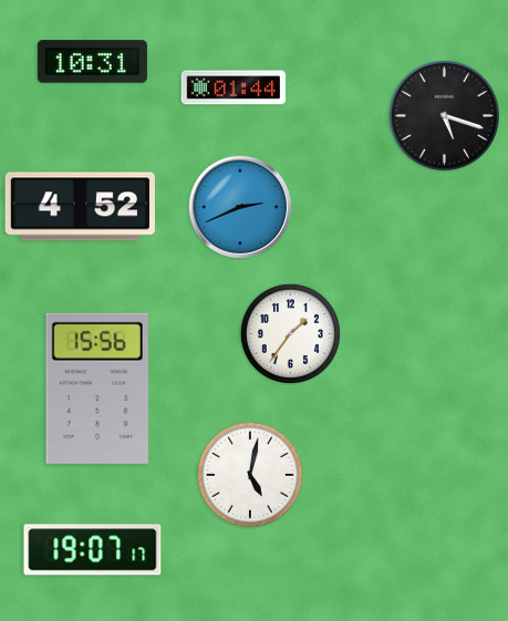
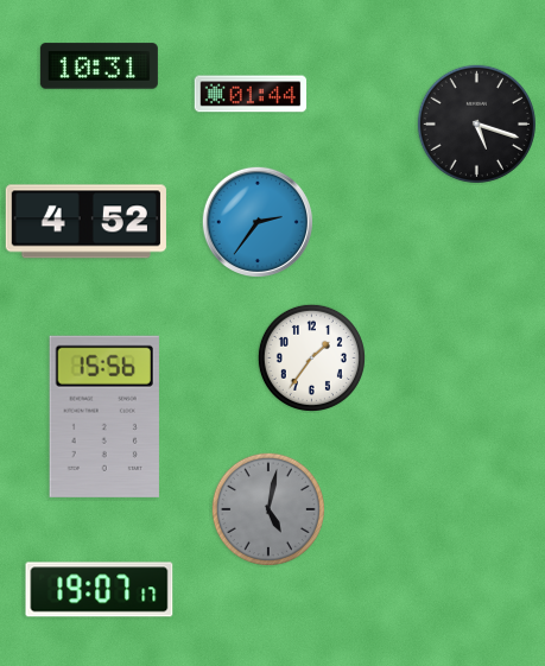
clock at (240, 207): 2:41 -> 2:36
clock at (250, 475) dial: white -> grey
